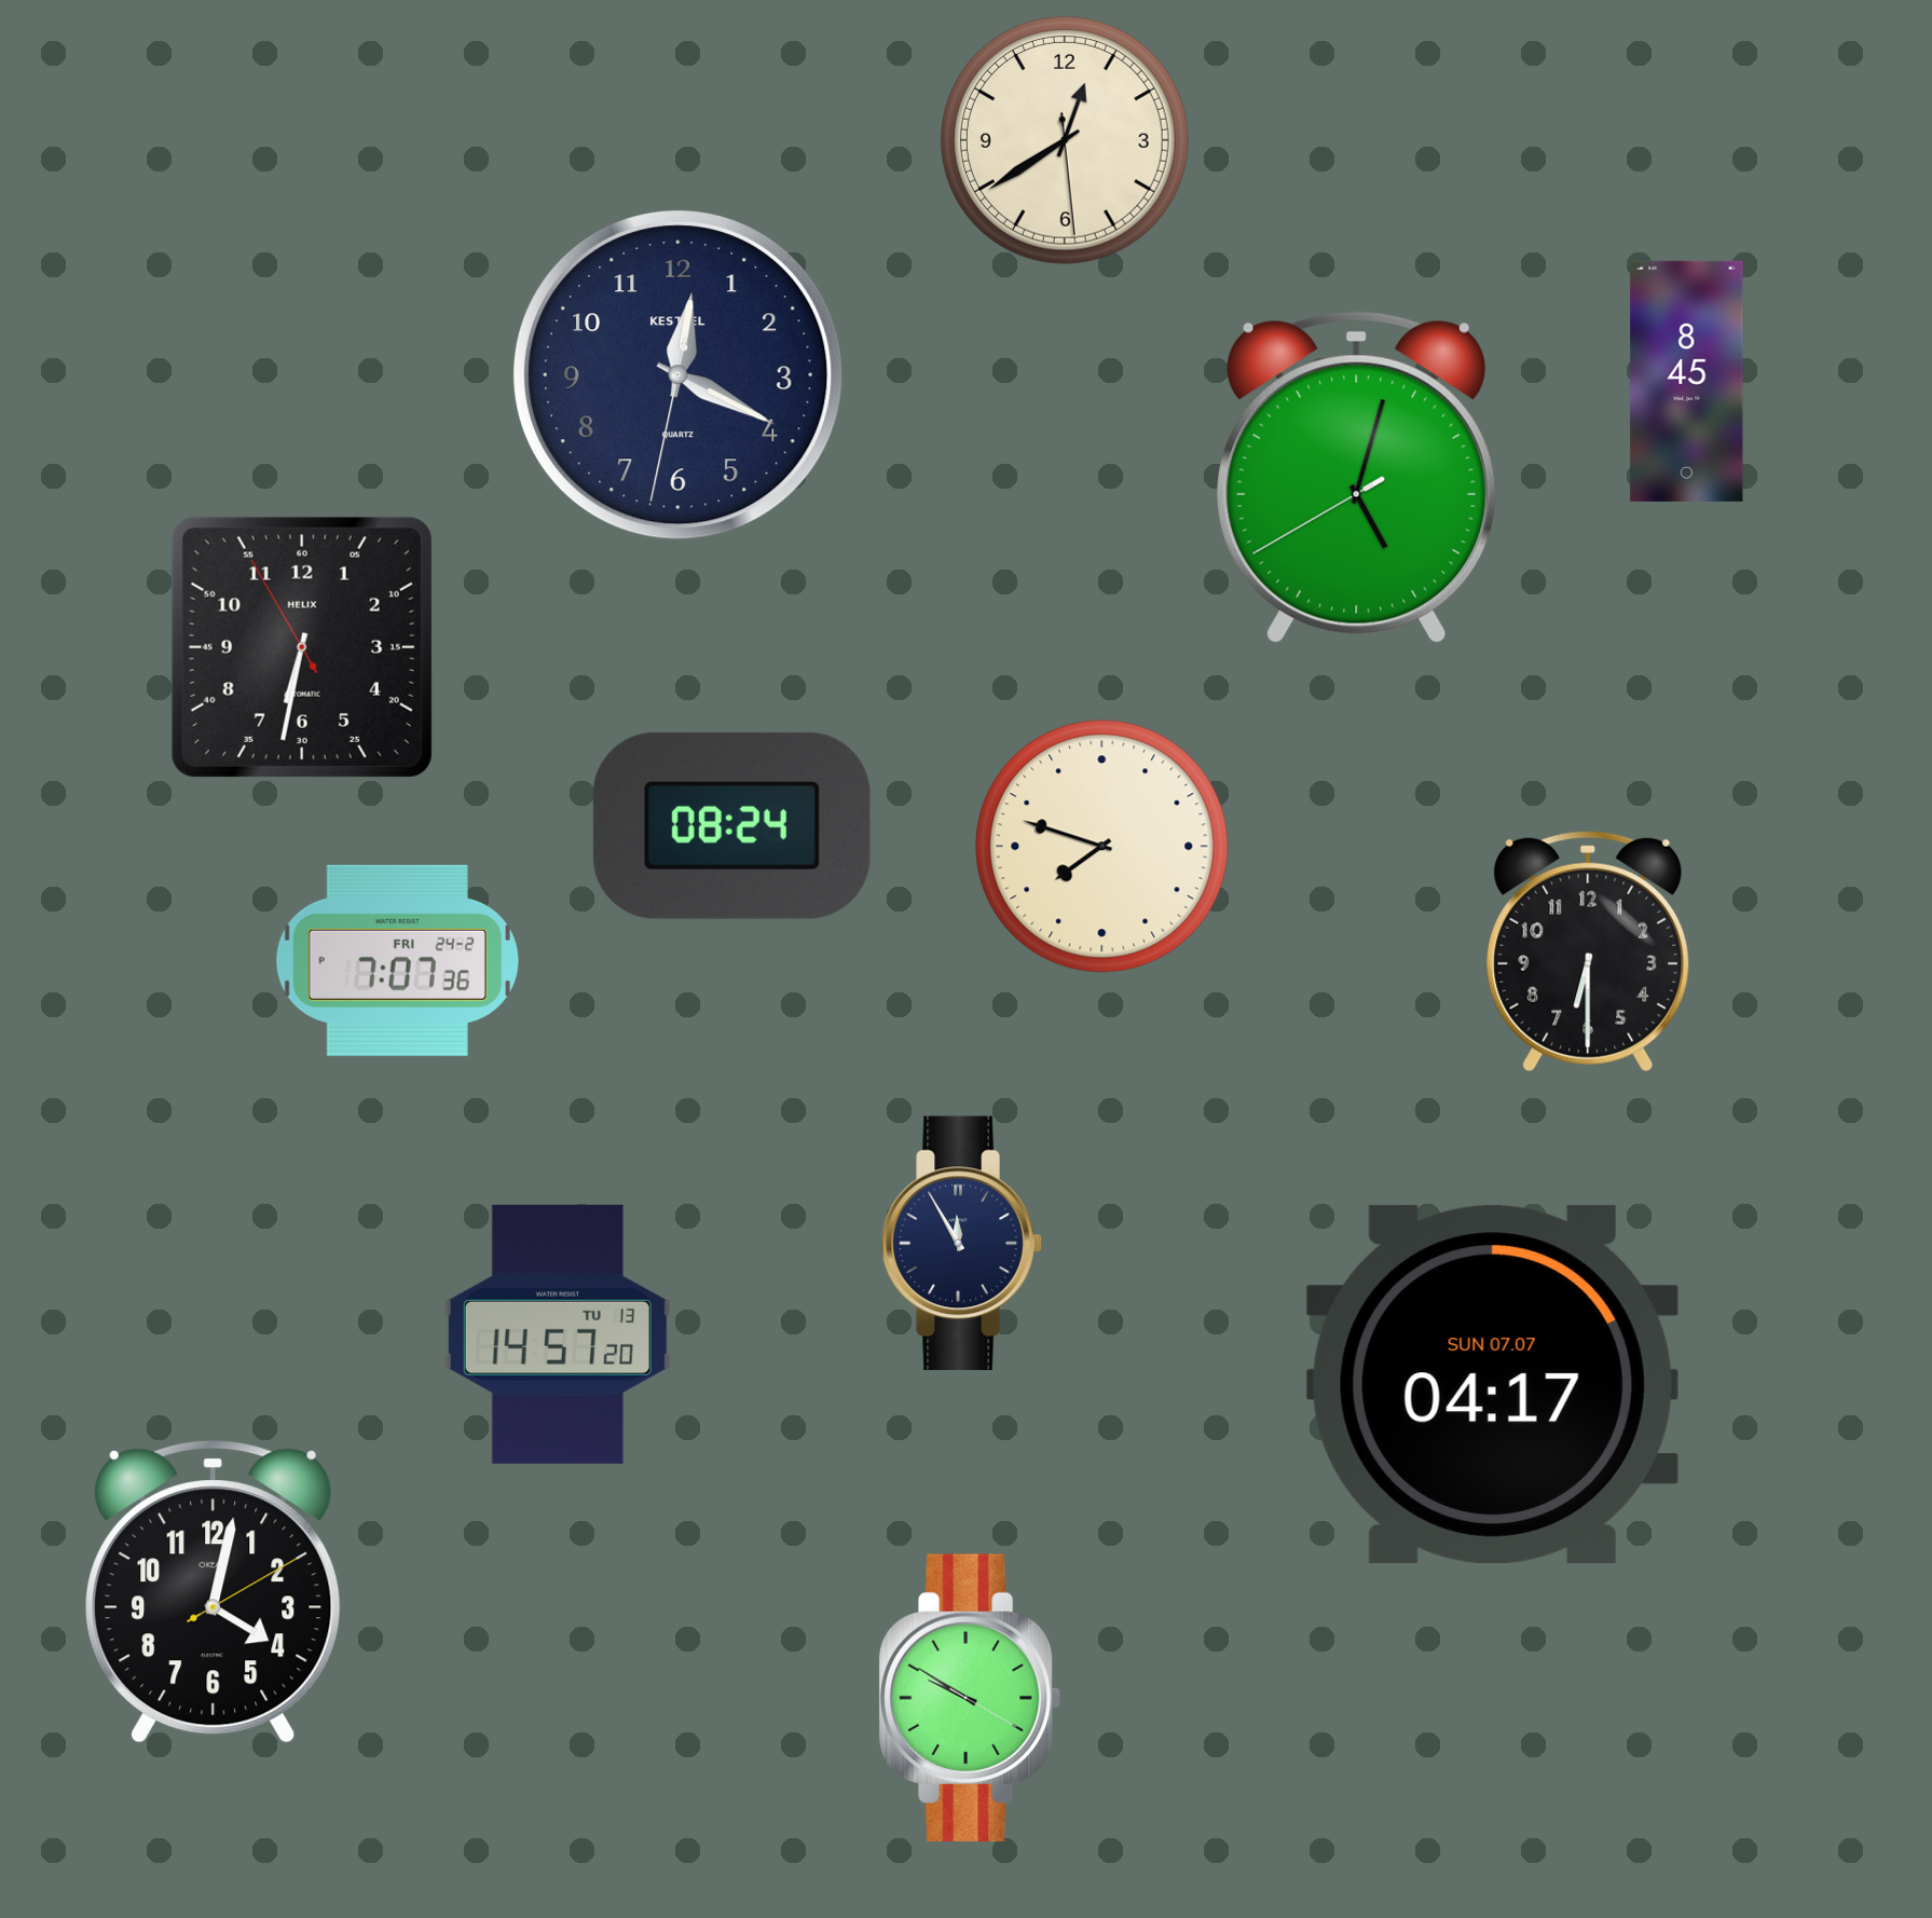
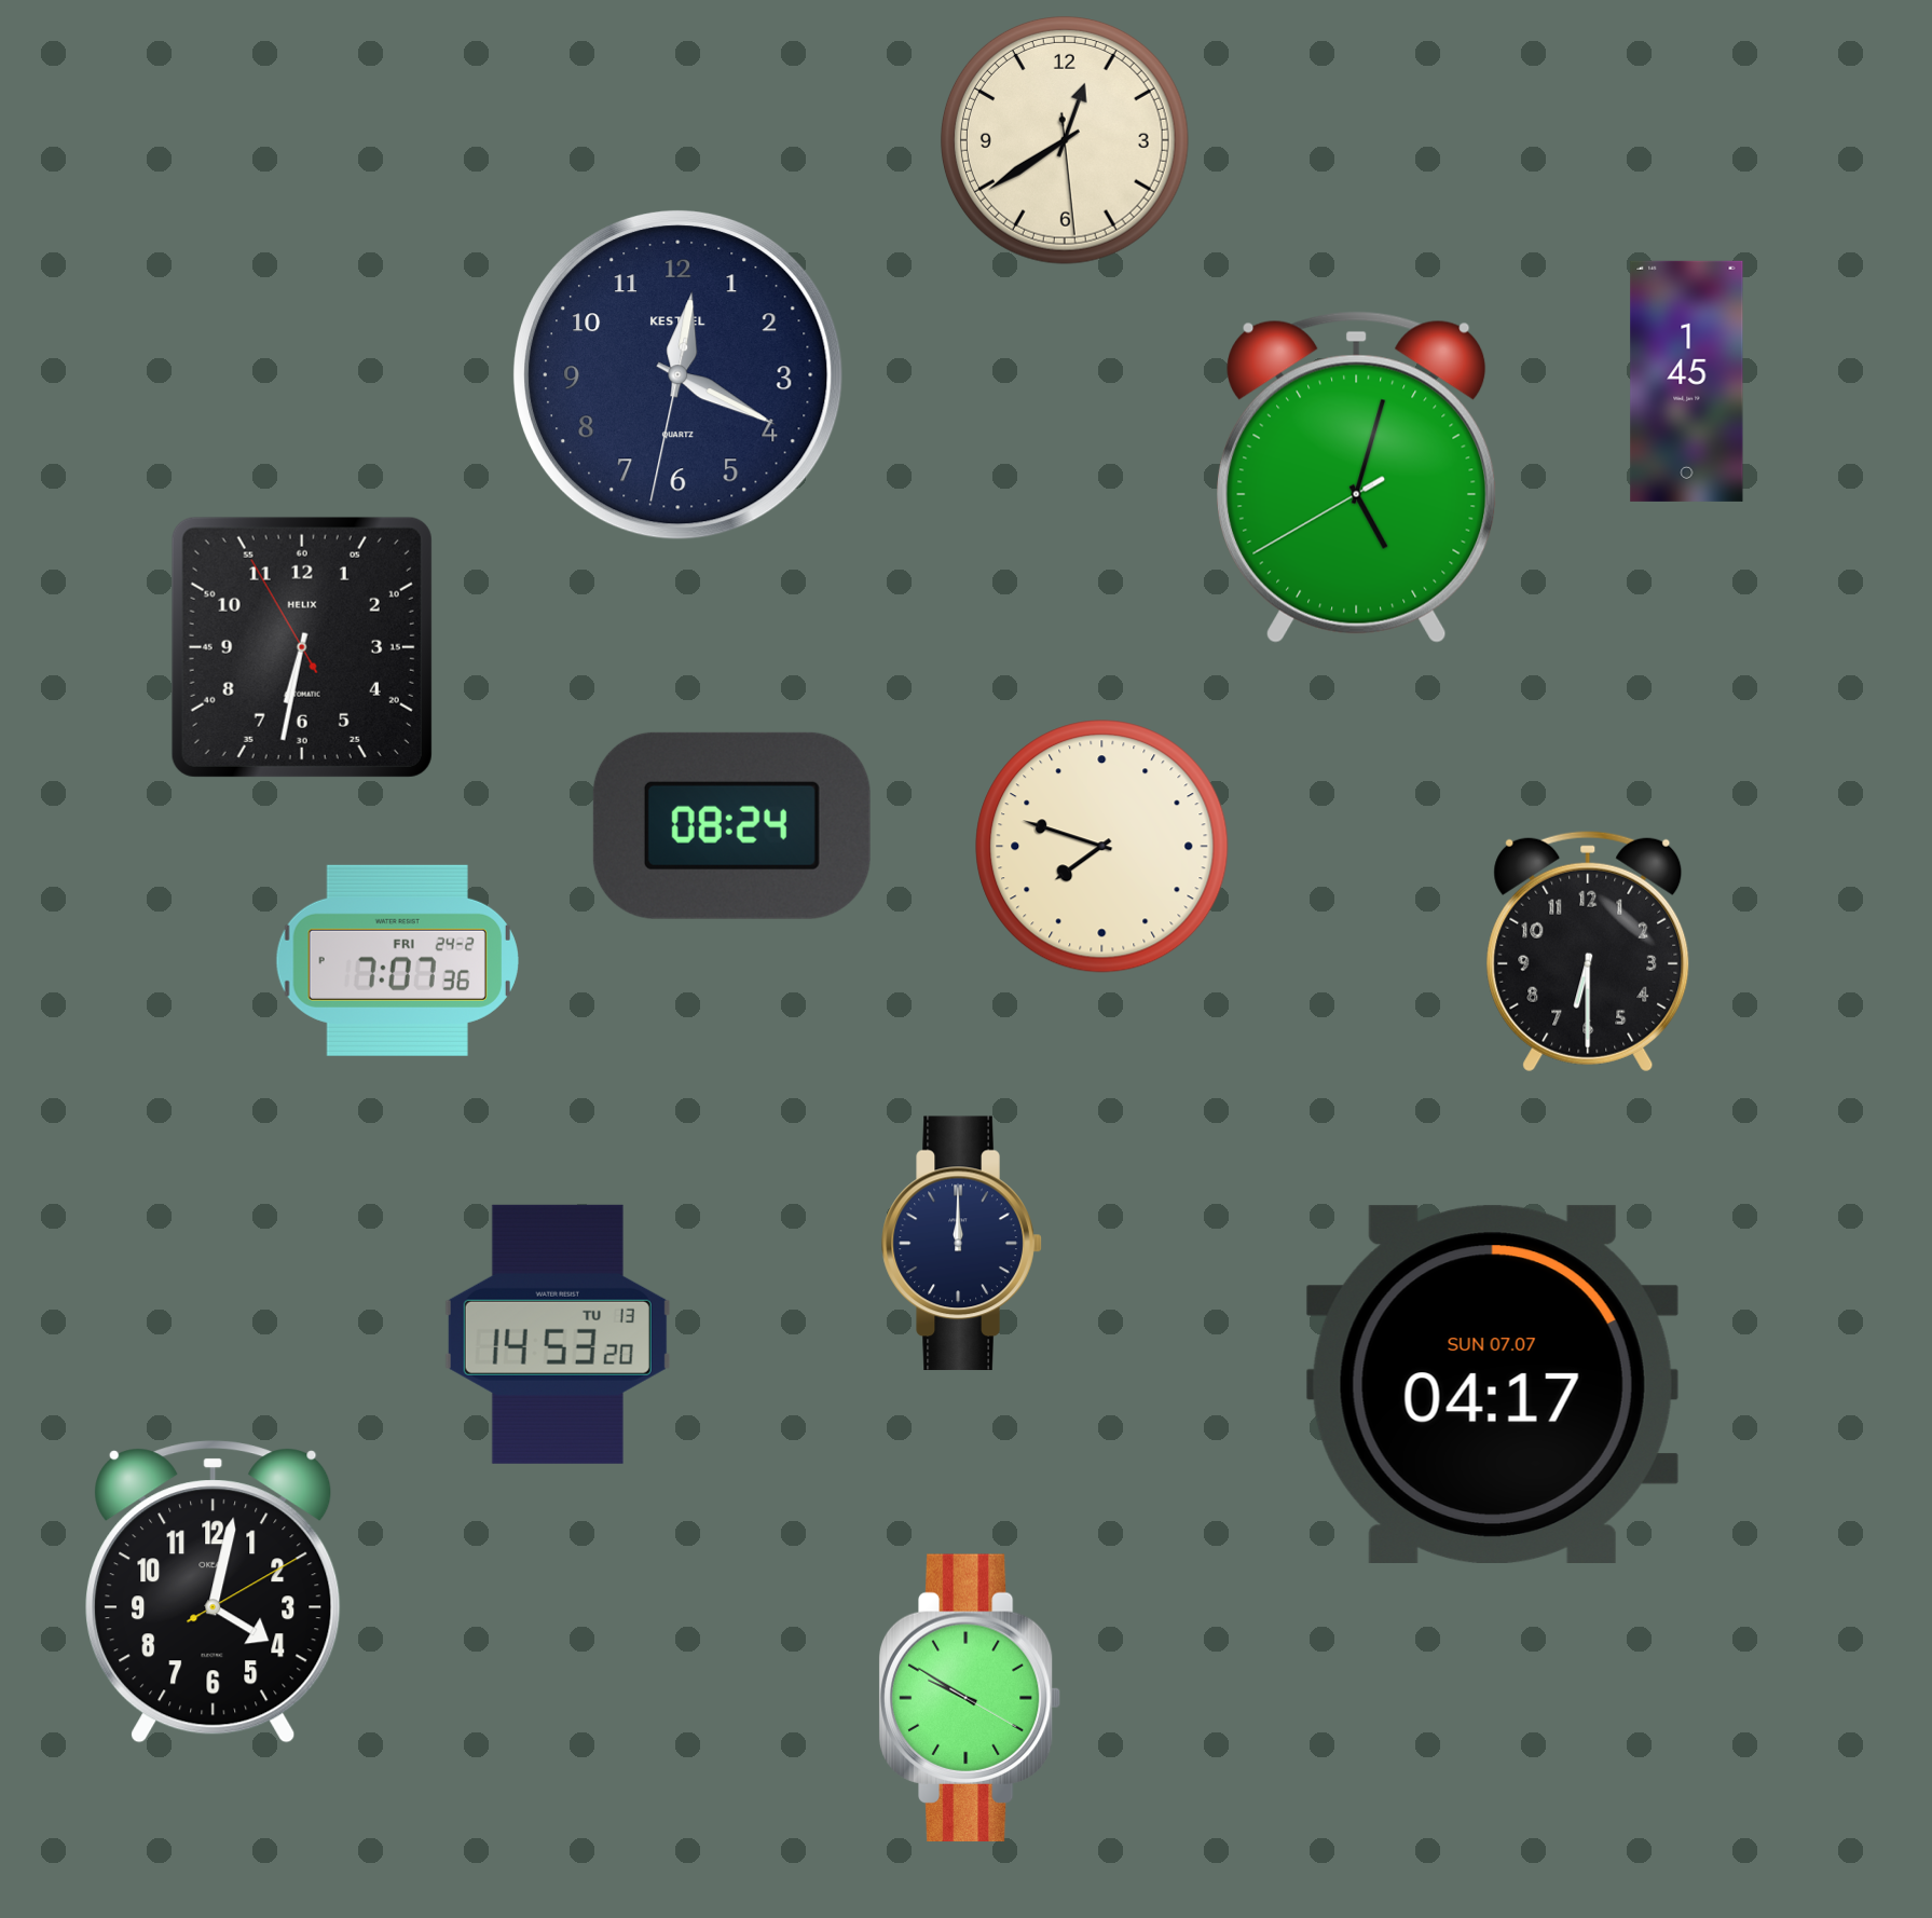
clock at (1687, 381): 8:45 -> 1:45
clock at (962, 1244): 11:55 -> 12:00
clock at (558, 1334): 14:57 -> 14:53
